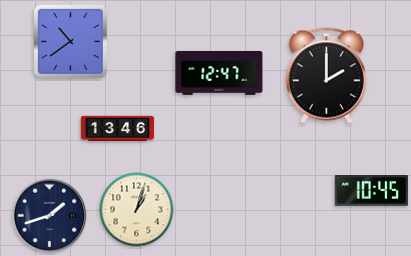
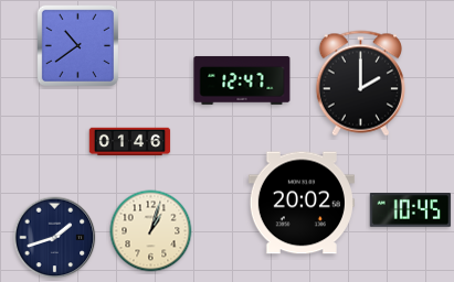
clock at (118, 129): 13:46 -> 01:46
clock at (302, 203): none -> 20:02
